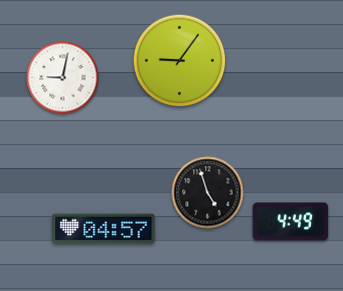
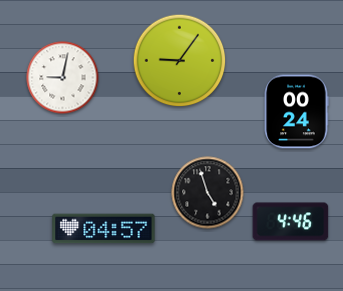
clock at (296, 112): none -> 00:24
clock at (291, 222): 4:49 -> 4:46
